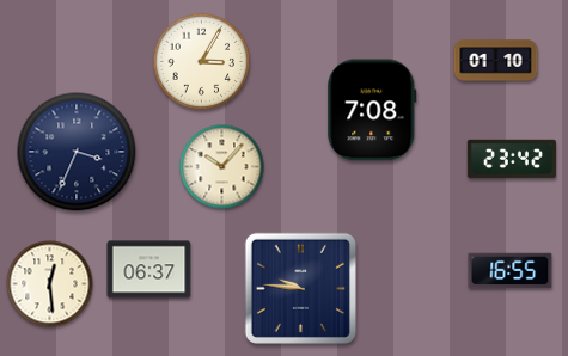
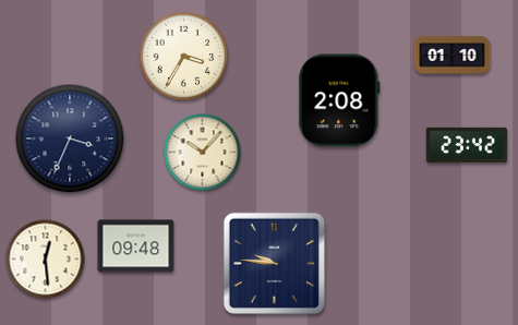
clock at (202, 62): 3:05 -> 3:35
clock at (372, 110): 7:08 -> 2:08
clock at (149, 270): 06:37 -> 09:48
clock at (511, 271): 16:55 -> none
